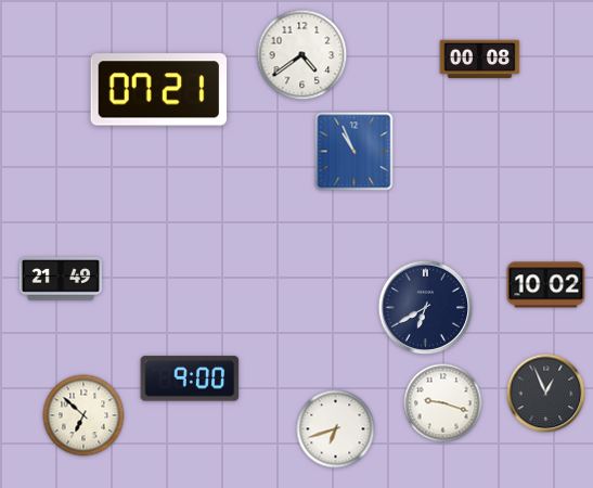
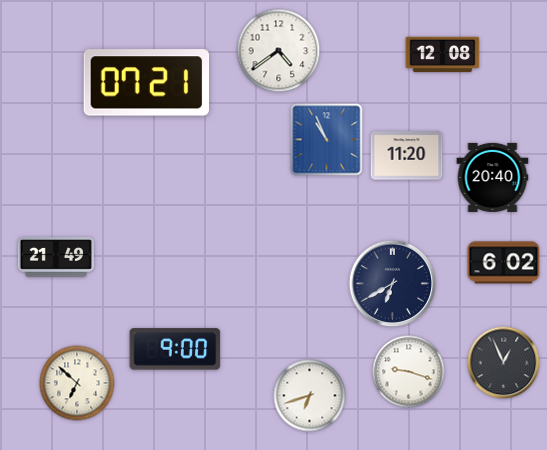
clock at (480, 60): 00:08 -> 12:08
clock at (407, 156): none -> 11:20
clock at (493, 177): none -> 20:40
clock at (546, 285): 10:02 -> 6:02
